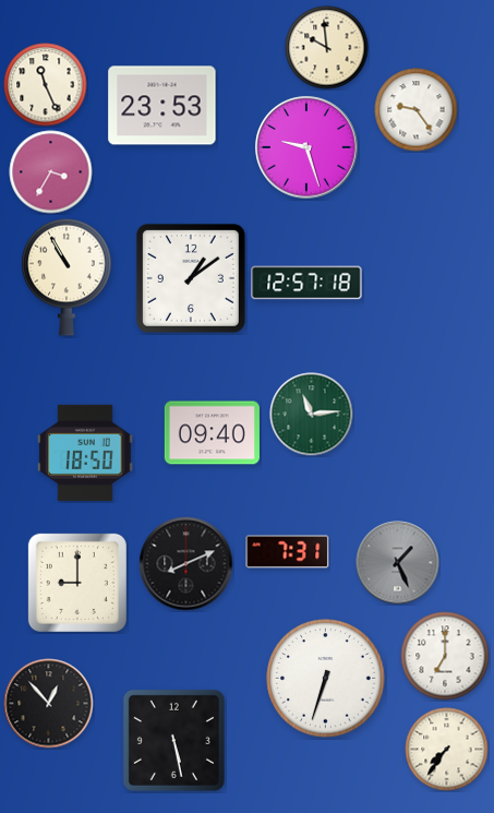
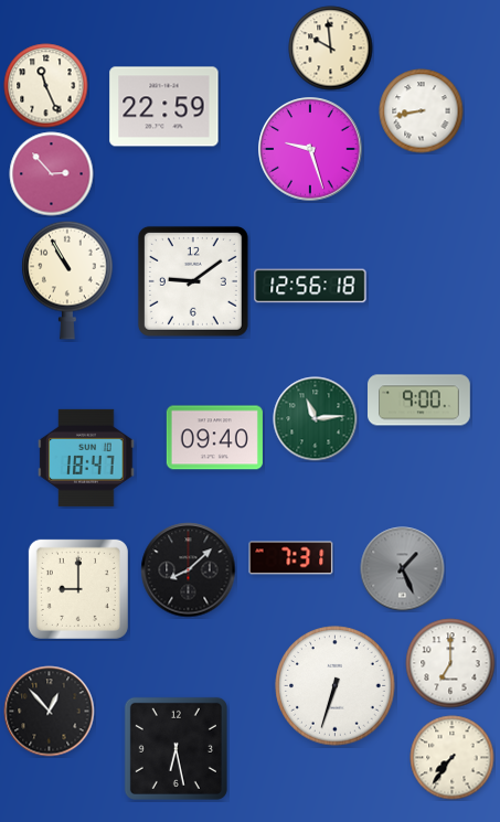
clock at (162, 106): 23:53 -> 22:59
clock at (417, 110): 9:24 -> 8:43
clock at (51, 172): 3:35 -> 2:53
clock at (191, 278): 1:09 -> 9:09
clock at (306, 283): 12:57 -> 12:56
clock at (419, 401): none -> 9:00
clock at (85, 453): 18:50 -> 18:47
clock at (186, 564): 8:11 -> 8:08
clock at (326, 679) position: (326, 679) -> (336, 686)
clock at (173, 740): 5:28 -> 6:28
